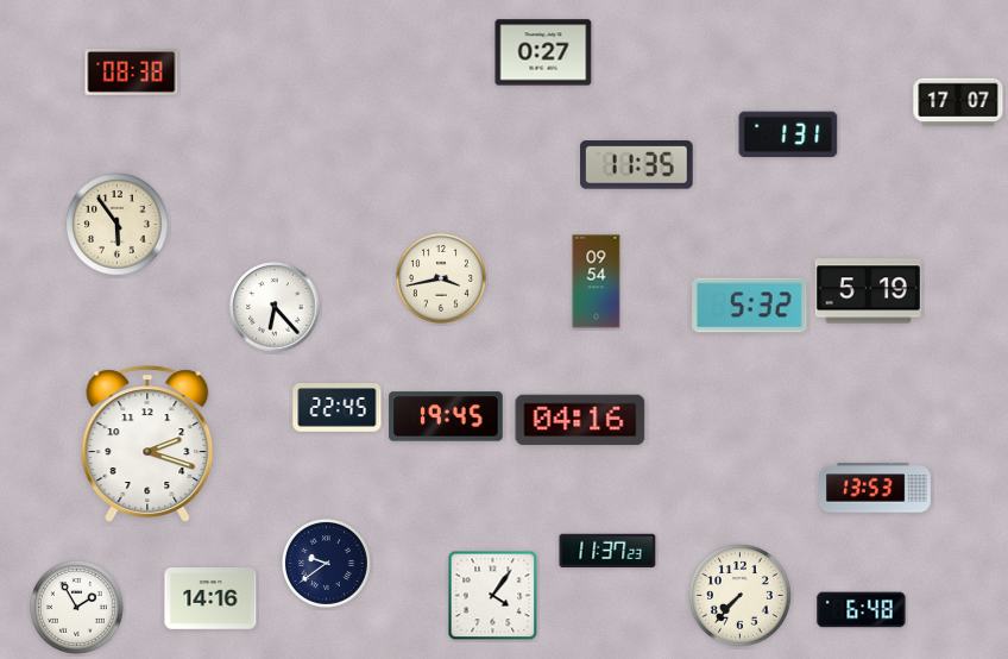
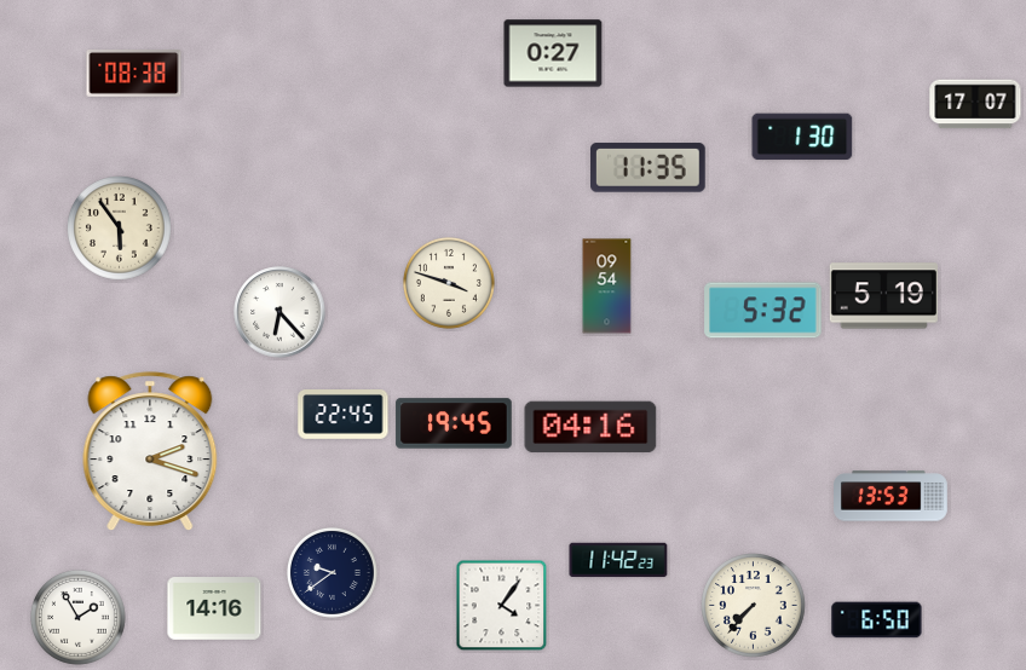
clock at (788, 134): 1:31 -> 1:30
clock at (441, 278): 3:43 -> 3:48
clock at (607, 551): 11:37 -> 11:42
clock at (862, 610): 6:48 -> 6:50
